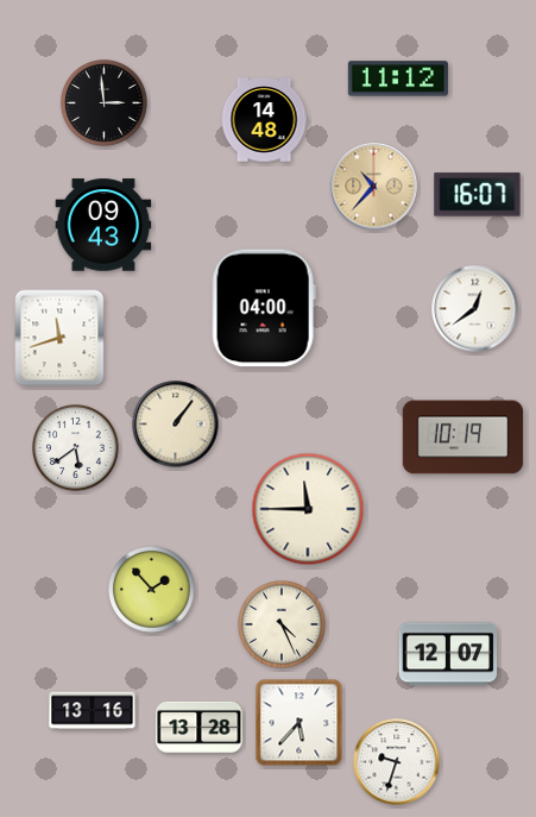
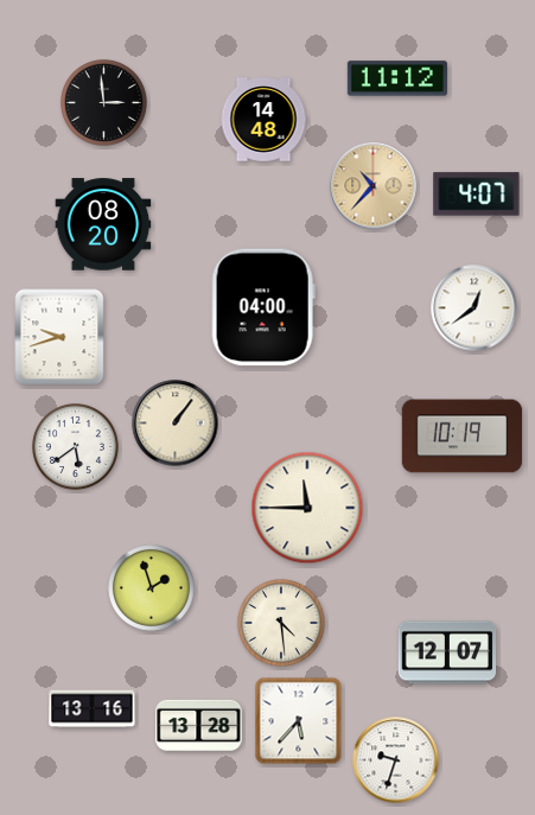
clock at (478, 195): 16:07 -> 4:07
clock at (103, 225): 09:43 -> 08:20
clock at (59, 338): 11:42 -> 9:42
clock at (152, 590): 1:53 -> 1:57
clock at (282, 624): 4:26 -> 4:29
